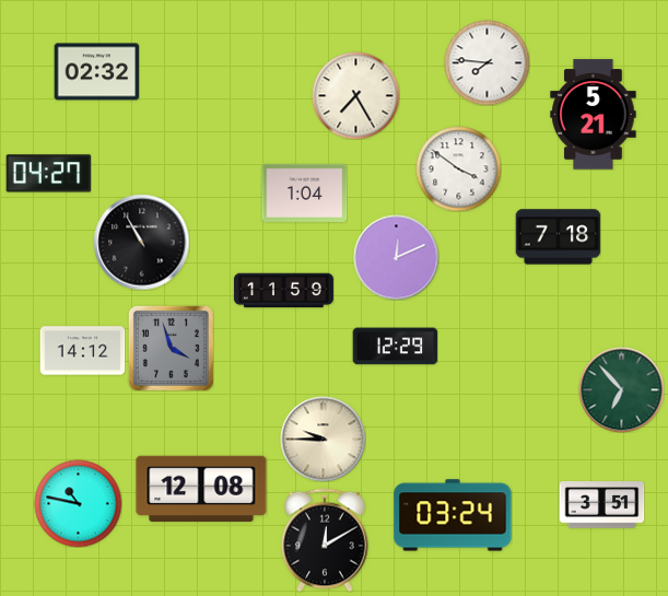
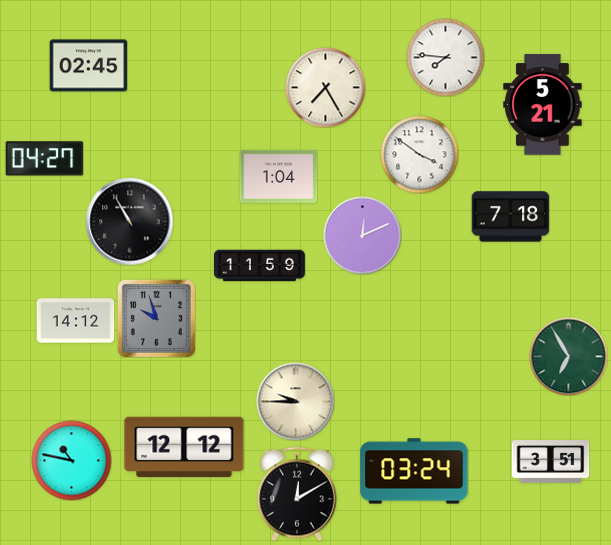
clock at (96, 72): 02:32 -> 02:45
clock at (395, 347): 12:29 -> none
clock at (171, 348): 3:57 -> 9:57
clock at (621, 389): 6:53 -> 6:55
clock at (201, 489): 12:08 -> 12:12
